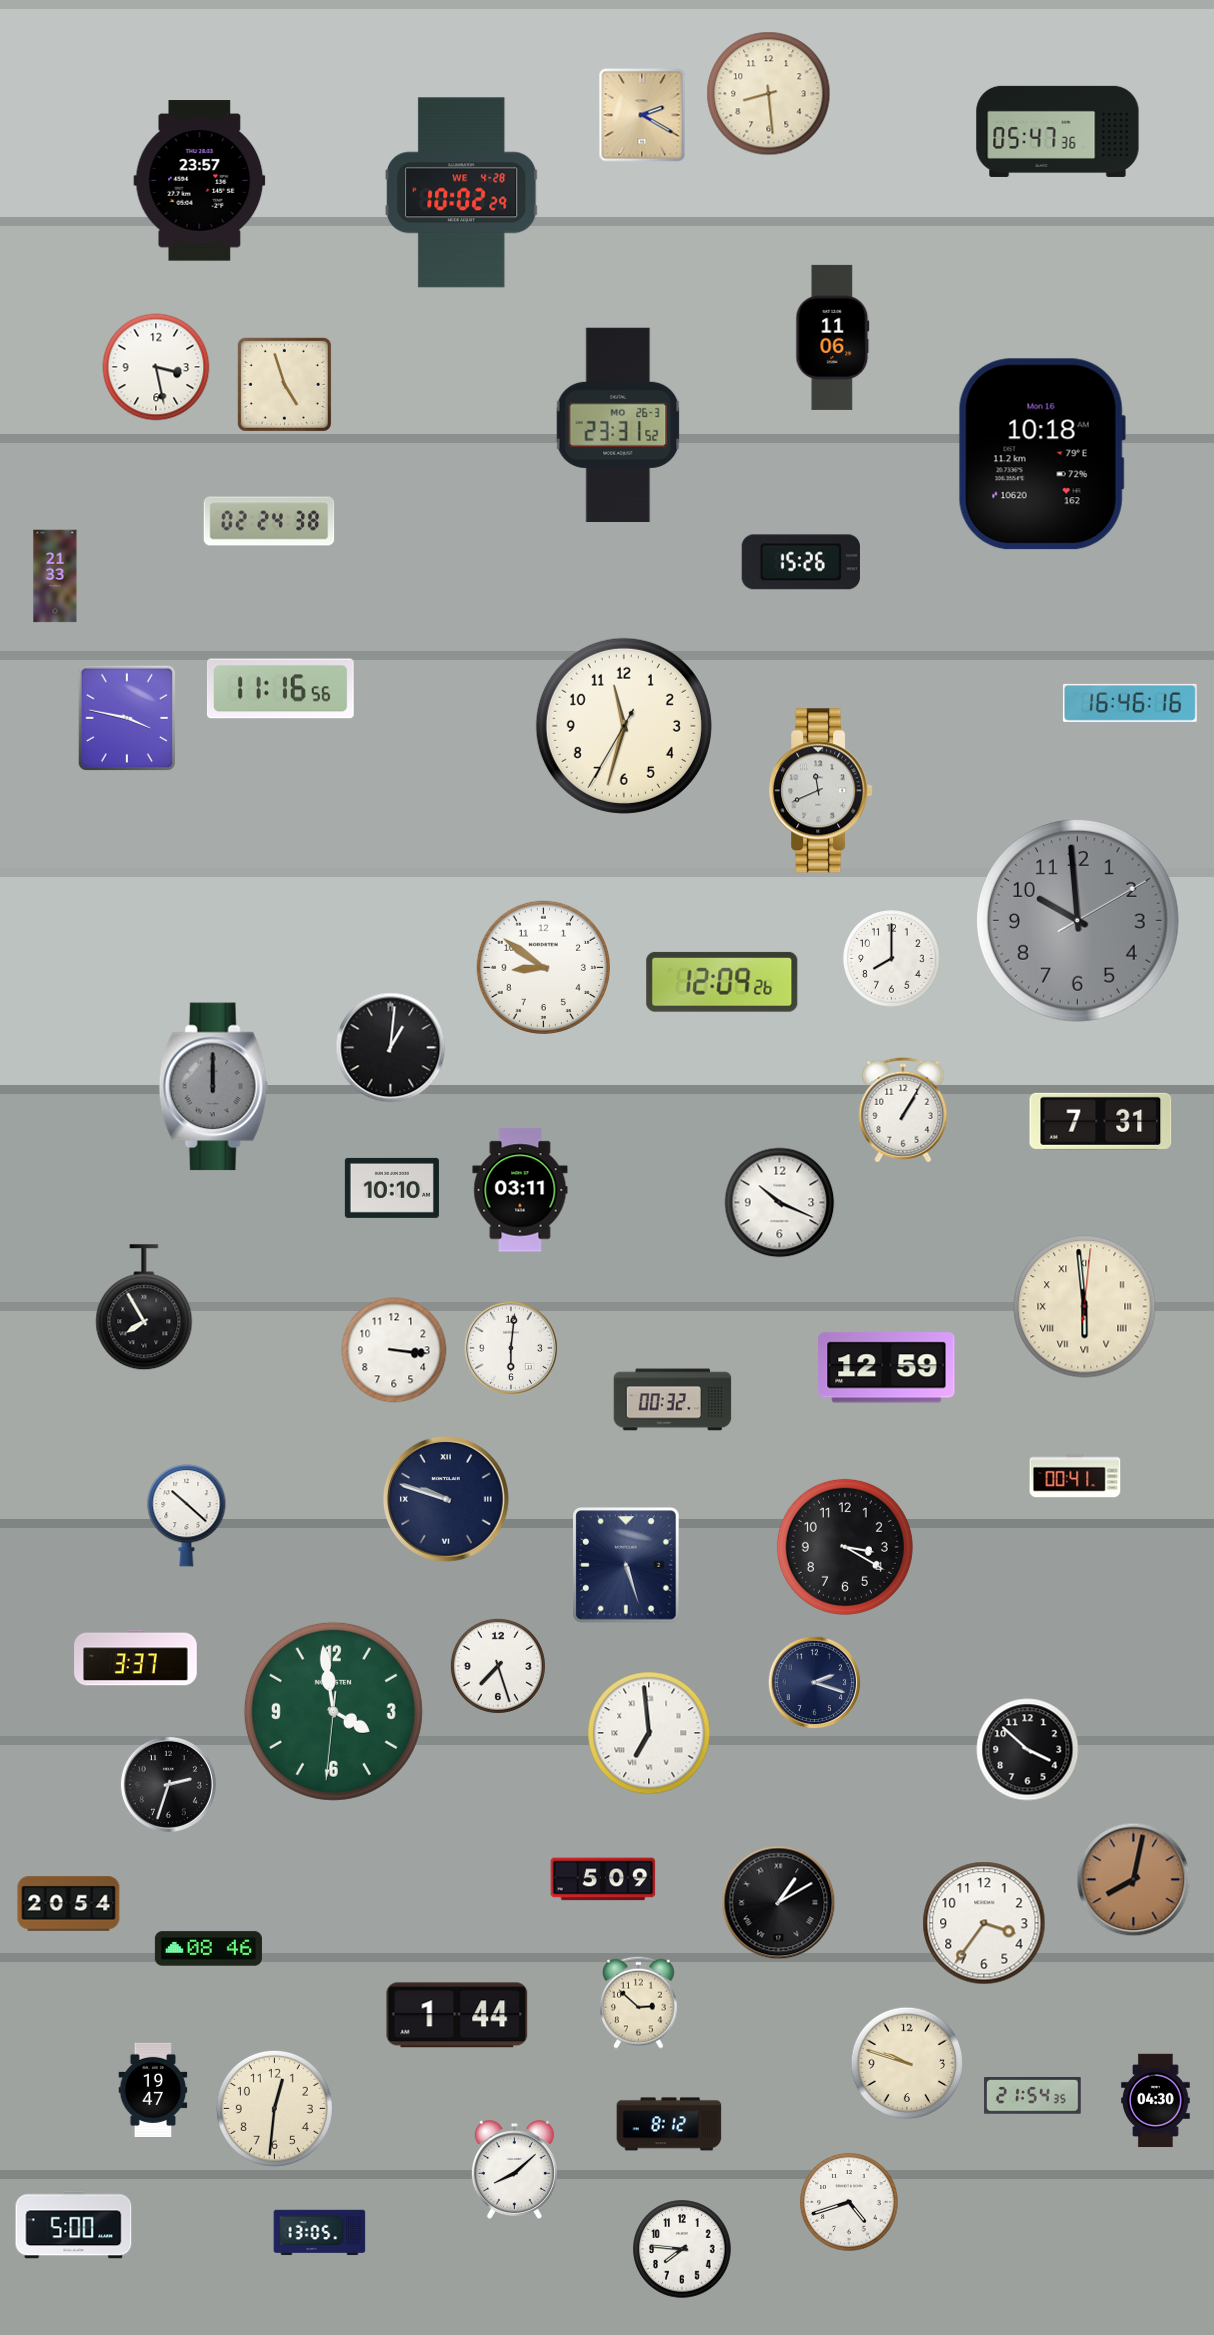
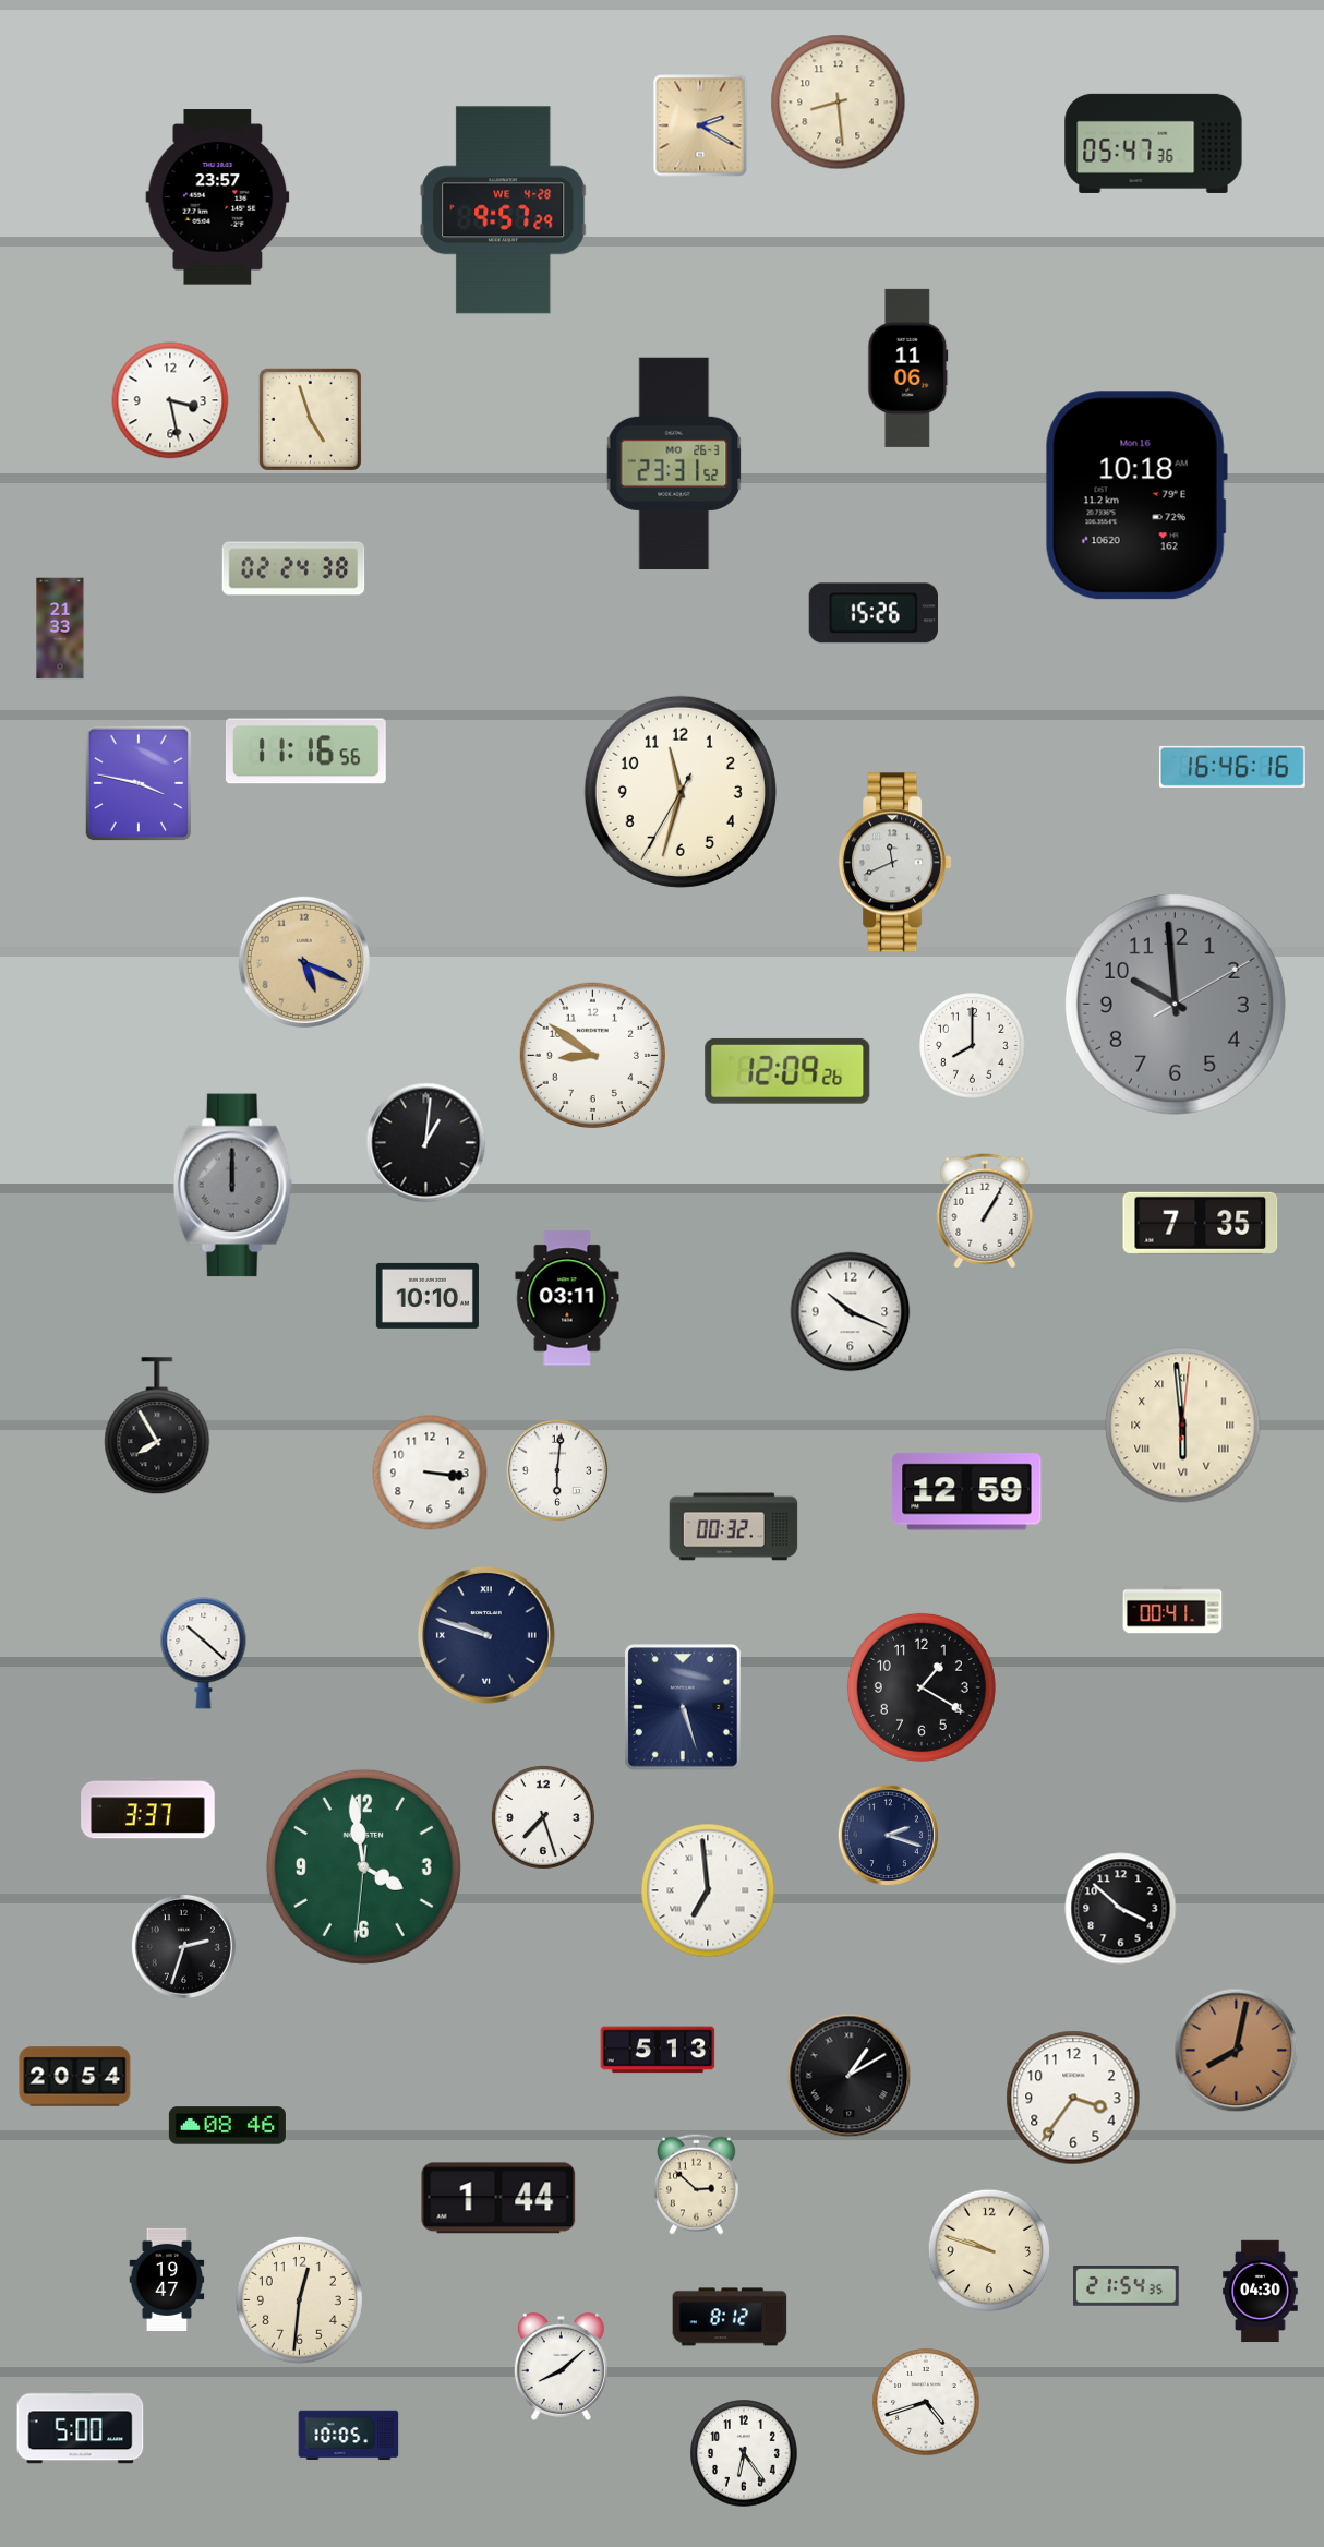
clock at (462, 193): 10:02 -> 9:57
clock at (304, 962): none -> 5:19
clock at (1101, 1121): 7:31 -> 7:35
clock at (845, 1547): 3:20 -> 1:20
clock at (603, 1879): 5:09 -> 5:13
clock at (320, 2233): 13:05 -> 10:05
clock at (682, 2249): 7:46 -> 6:24
